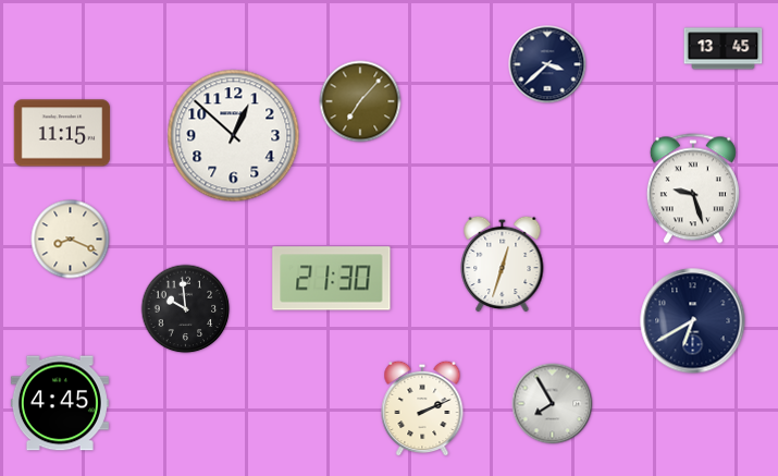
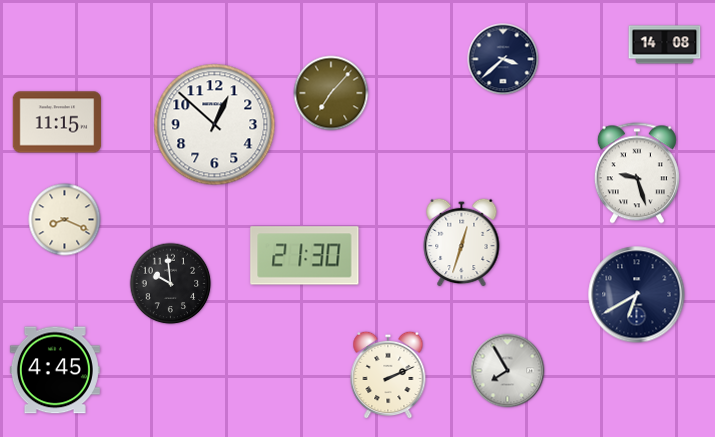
clock at (724, 49): 13:45 -> 14:08
